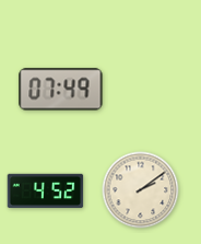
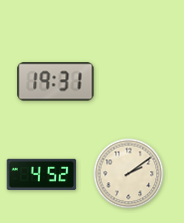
clock at (61, 90): 07:49 -> 19:31
